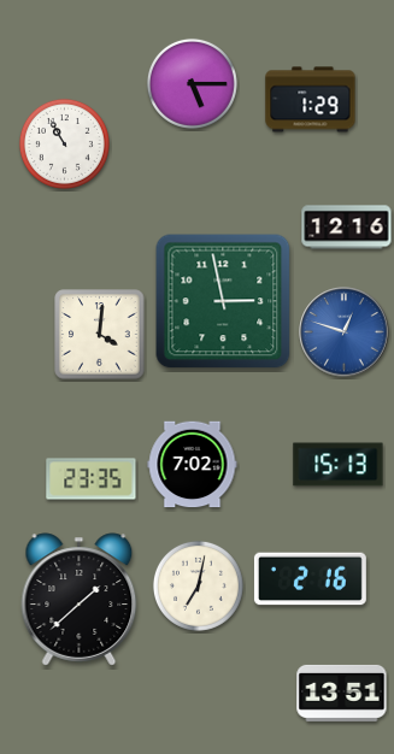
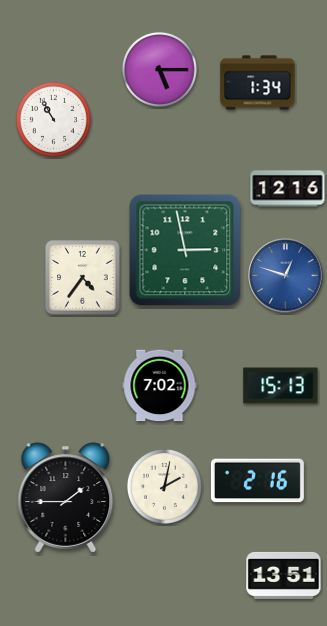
clock at (311, 100): 1:29 -> 1:34
clock at (100, 335): 4:01 -> 4:36
clock at (92, 479): 23:35 -> none
clock at (198, 585): 7:02 -> 2:02
clock at (80, 600): 1:38 -> 1:45
